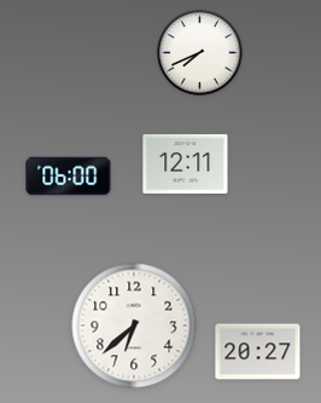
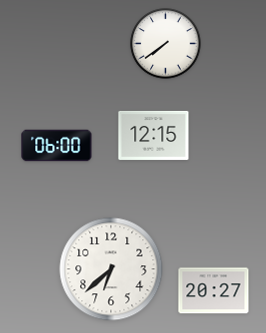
clock at (200, 53): 7:41 -> 7:39
clock at (186, 163): 12:11 -> 12:15
